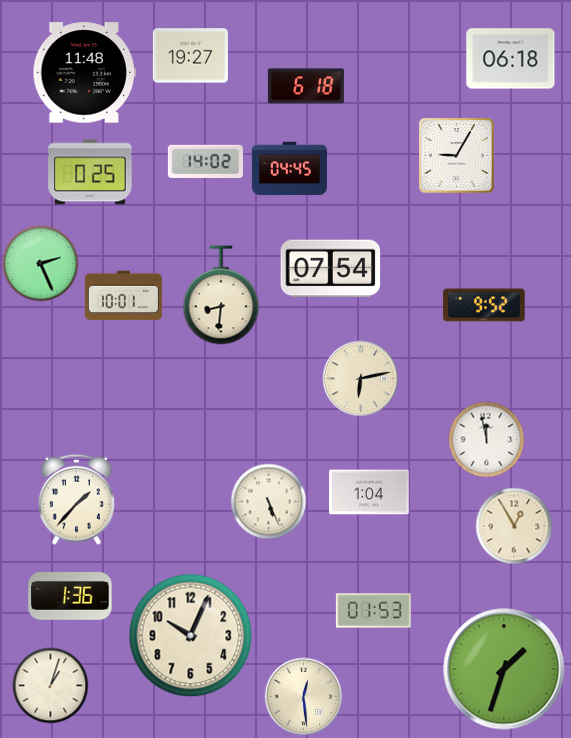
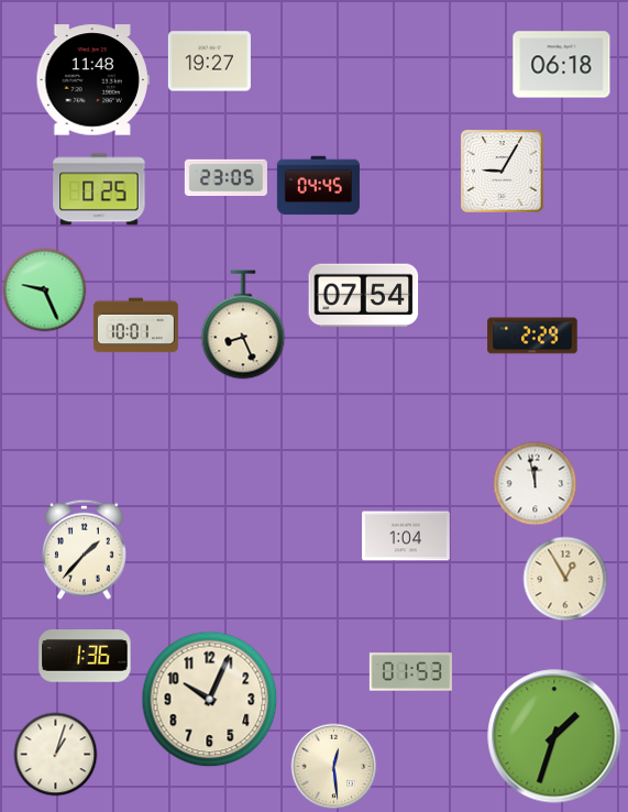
clock at (306, 86): 6:18 -> none
clock at (205, 161): 14:02 -> 23:05
clock at (41, 264): 2:26 -> 9:26
clock at (221, 295): 8:31 -> 8:26
clock at (484, 305): 9:52 -> 2:29
clock at (361, 379): 6:13 -> none
clock at (369, 492) position: (369, 492) -> (406, 536)
clock at (269, 502): 5:26 -> none
clock at (70, 596) position: (70, 596) -> (85, 656)
